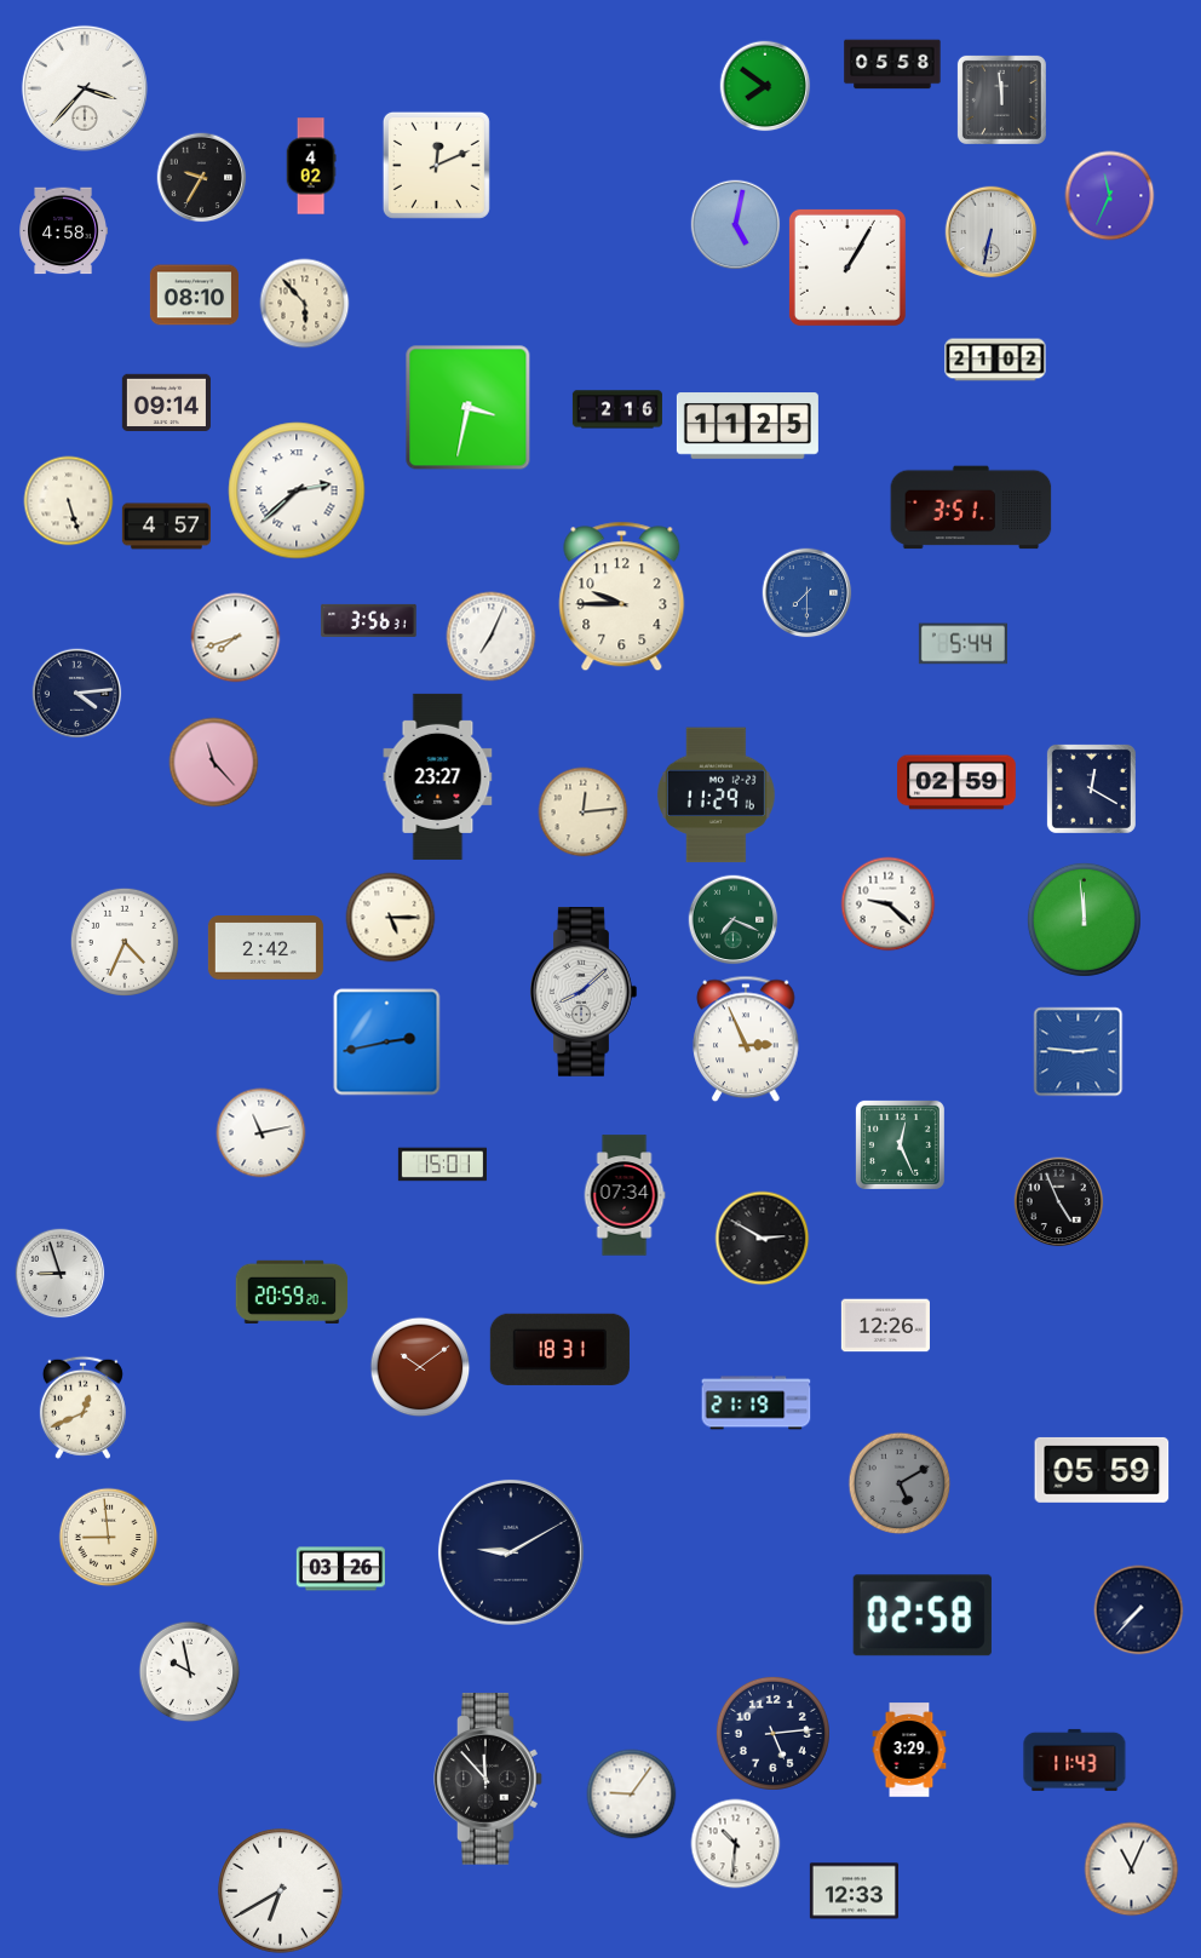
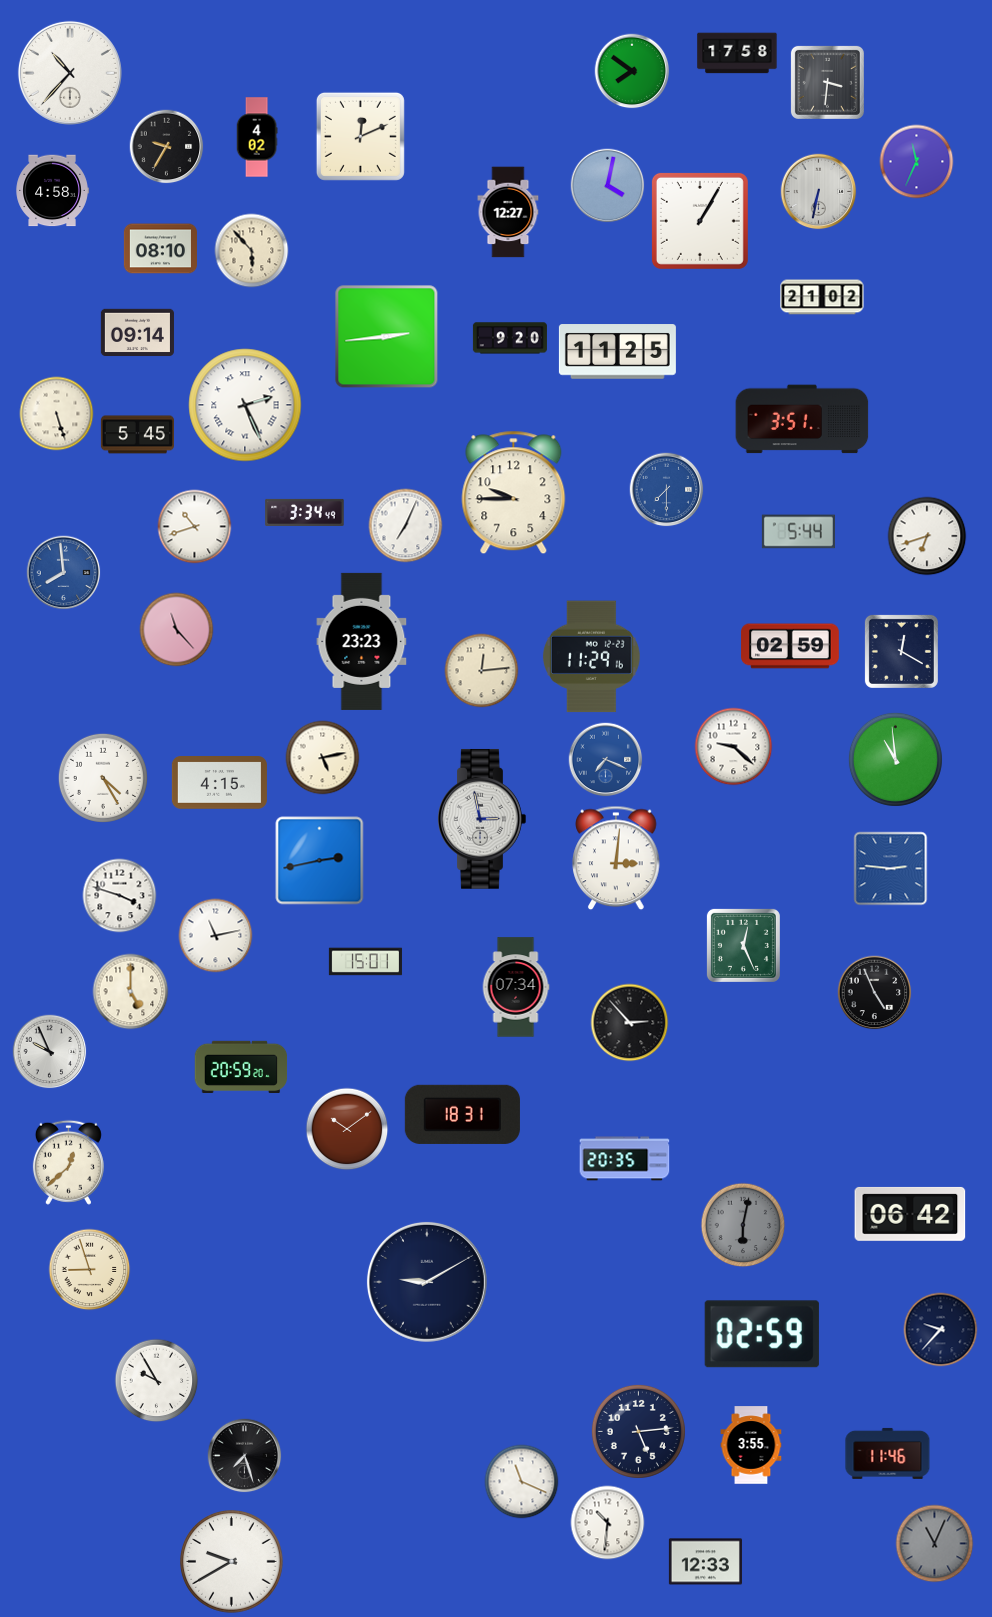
clock at (892, 64): 05:58 -> 17:58
clock at (85, 88): 3:37 -> 10:37
clock at (1001, 99): 11:59 -> 3:31
clock at (736, 225): 5:02 -> 4:02
clock at (508, 212): none -> 12:27
clock at (194, 295) position: (194, 295) -> (160, 249)
clock at (469, 408): 3:32 -> 2:44
clock at (617, 409): 2:16 -> 9:20
clock at (297, 490): 2:38 -> 2:26
clock at (166, 527): 4:57 -> 5:45
clock at (369, 620): 3:56 -> 3:34
clock at (236, 638): 7:42 -> 10:42
clock at (962, 644) position: (962, 644) -> (798, 532)
clock at (927, 536): none -> 6:42
clock at (77, 694): 4:14 -> 7:59
clock at (77, 694) dial: navy -> blue
clock at (438, 776): 23:27 -> 23:23
clock at (391, 918): 5:15 -> 5:13
clock at (1084, 919): 11:59 -> 10:59
clock at (734, 920) dial: green -> blue
clock at (125, 942): 4:34 -> 4:25
clock at (265, 948): 2:42 -> 4:15
clock at (584, 992): 8:08 -> 2:58
clock at (746, 1039): 2:56 -> 3:01
clock at (120, 896): none -> 3:48
clock at (131, 992): none -> 5:00
clock at (763, 1239): 2:50 -> 2:53
clock at (61, 1274): 8:57 -> 9:56
clock at (885, 1326): 12:26 -> none
clock at (757, 1403): 21:19 -> 20:35
clock at (82, 1407): 12:41 -> 12:38
clock at (1102, 1470): 05:59 -> 06:42
clock at (900, 1483): 5:10 -> 6:02
clock at (109, 1538): 8:59 -> 8:57
clock at (511, 1552) position: (511, 1552) -> (427, 1282)
clock at (340, 1569): 03:26 -> none
clock at (1139, 1610): 7:37 -> 9:37
clock at (923, 1615): 02:58 -> 02:59
clock at (190, 1672): 9:58 -> 9:55
clock at (909, 1750): 3:29 -> 3:55
clock at (1075, 1759): 11:43 -> 11:46
clock at (245, 1456): none -> 7:27
clock at (488, 1779): 11:53 -> none
clock at (632, 1795): 9:06 -> 11:19
clock at (1132, 1870) dial: white -> grey
clock at (281, 1891): 6:40 -> 9:40
